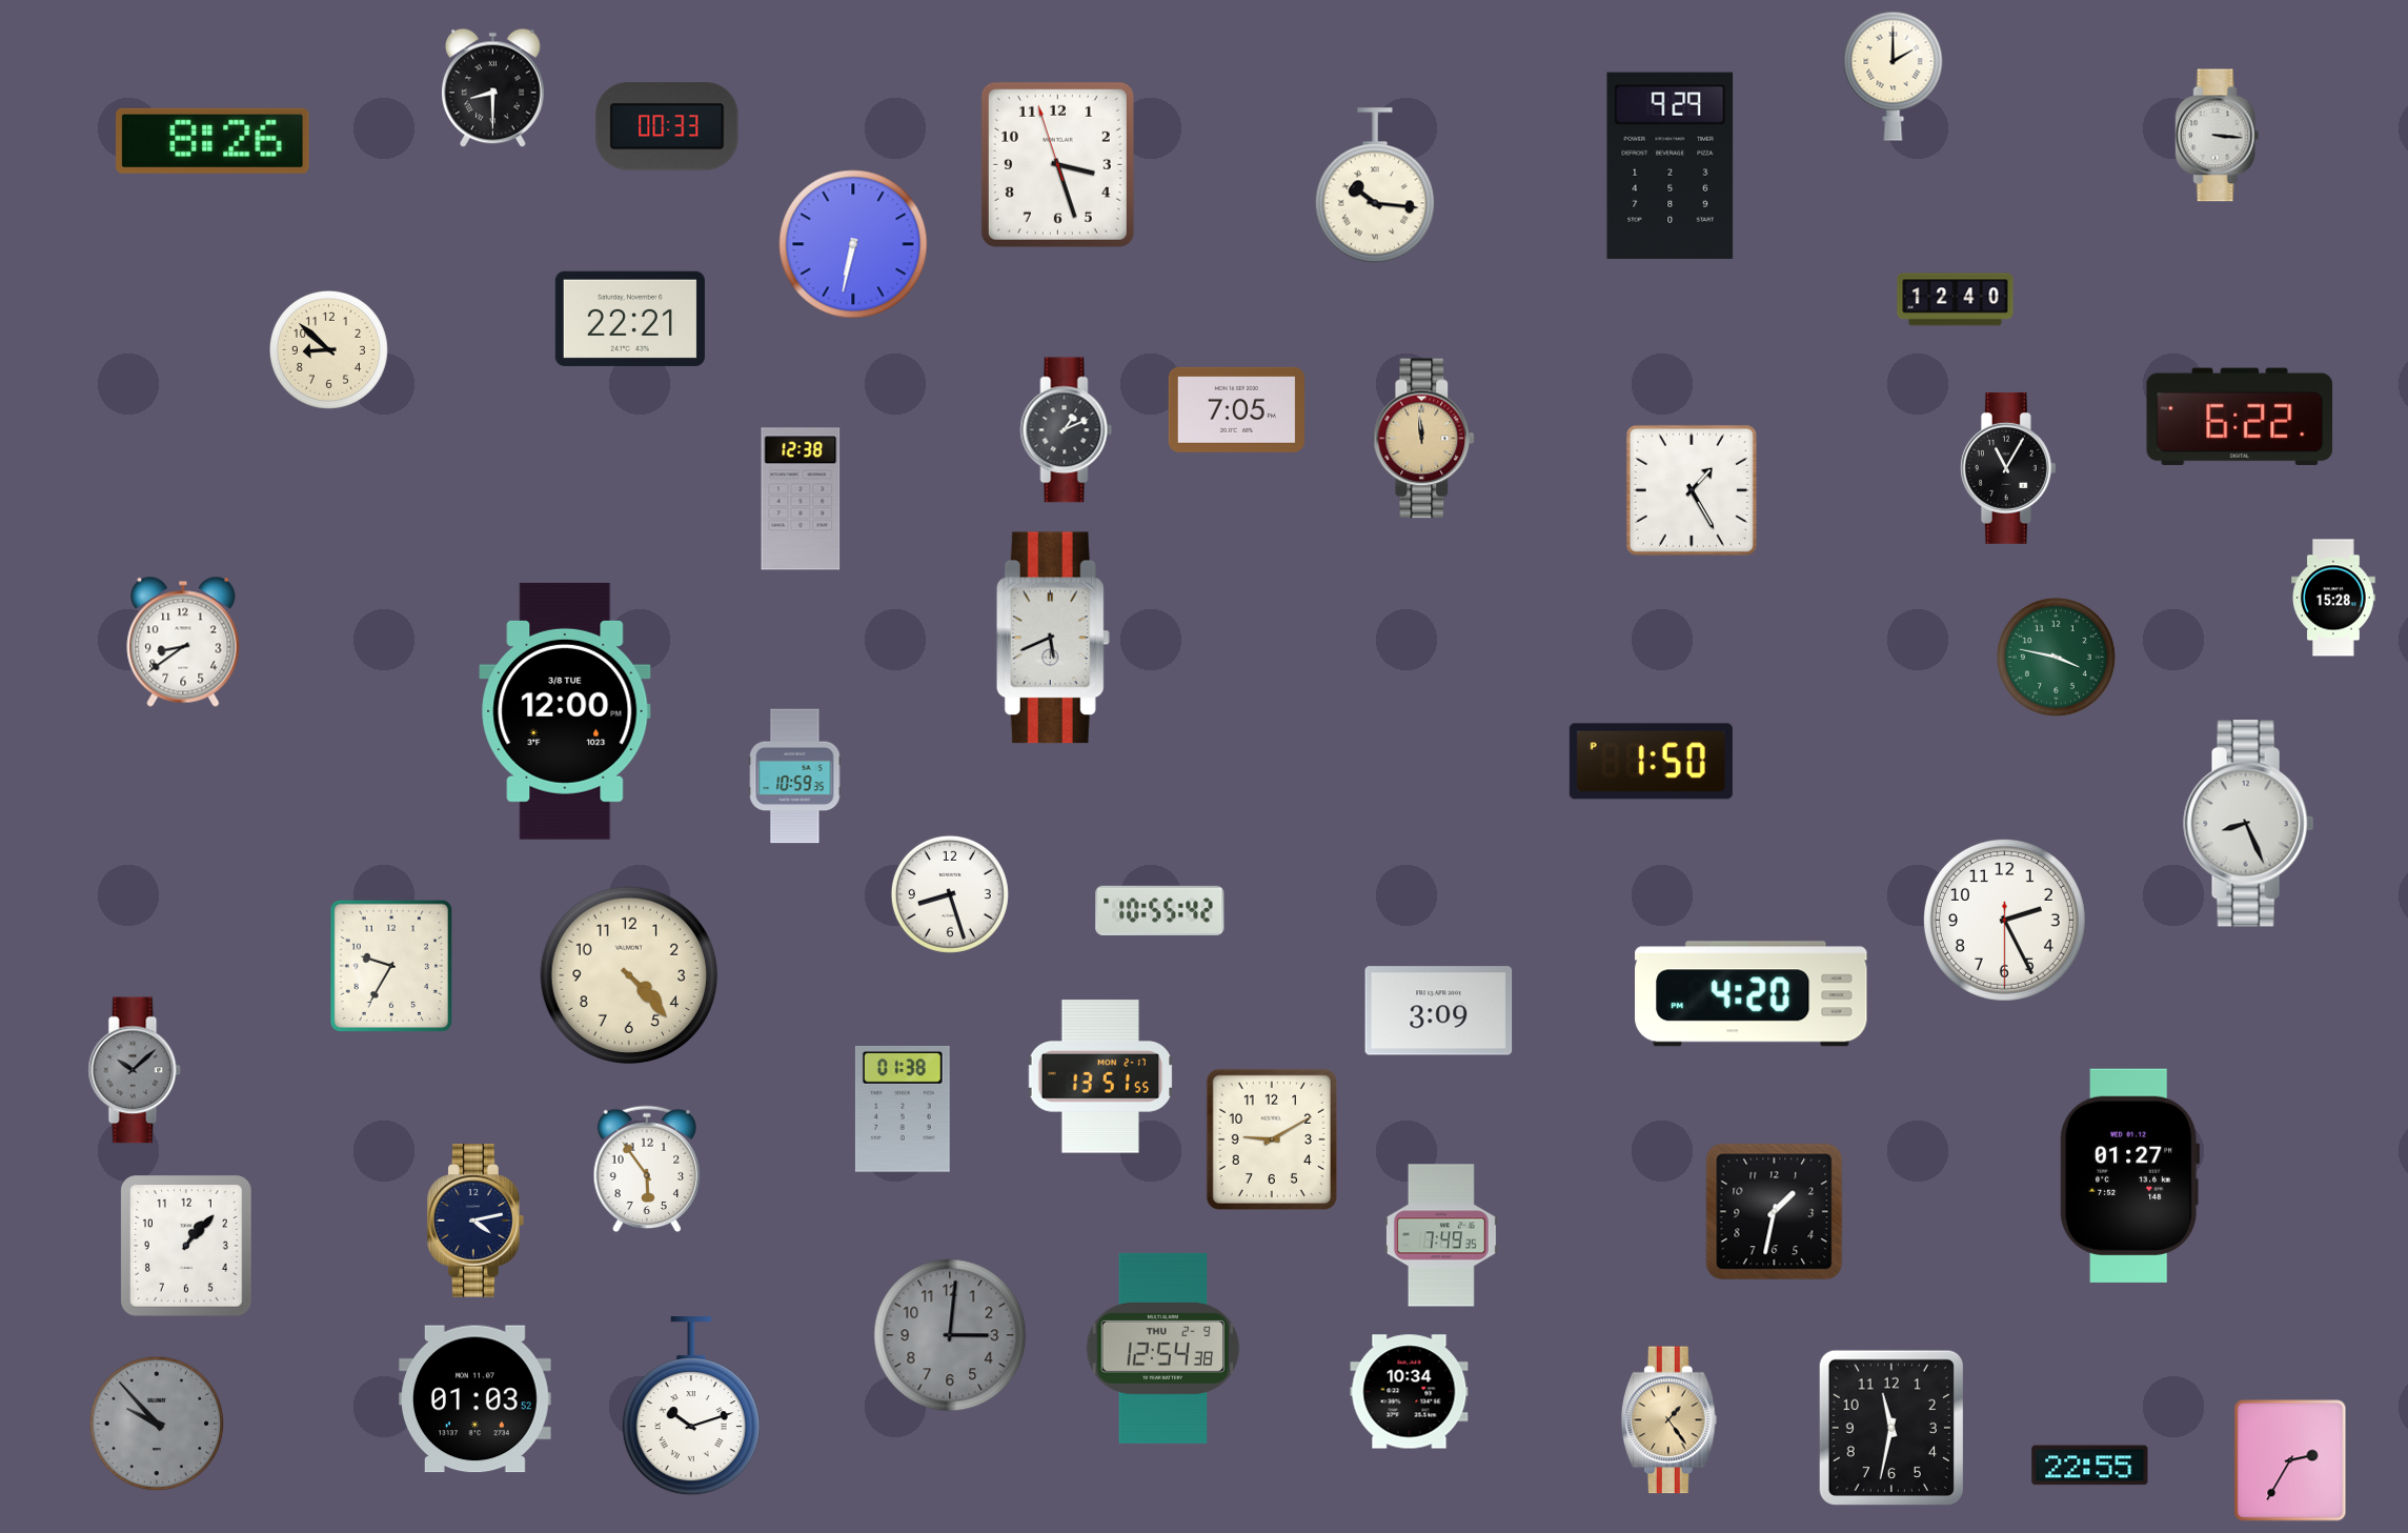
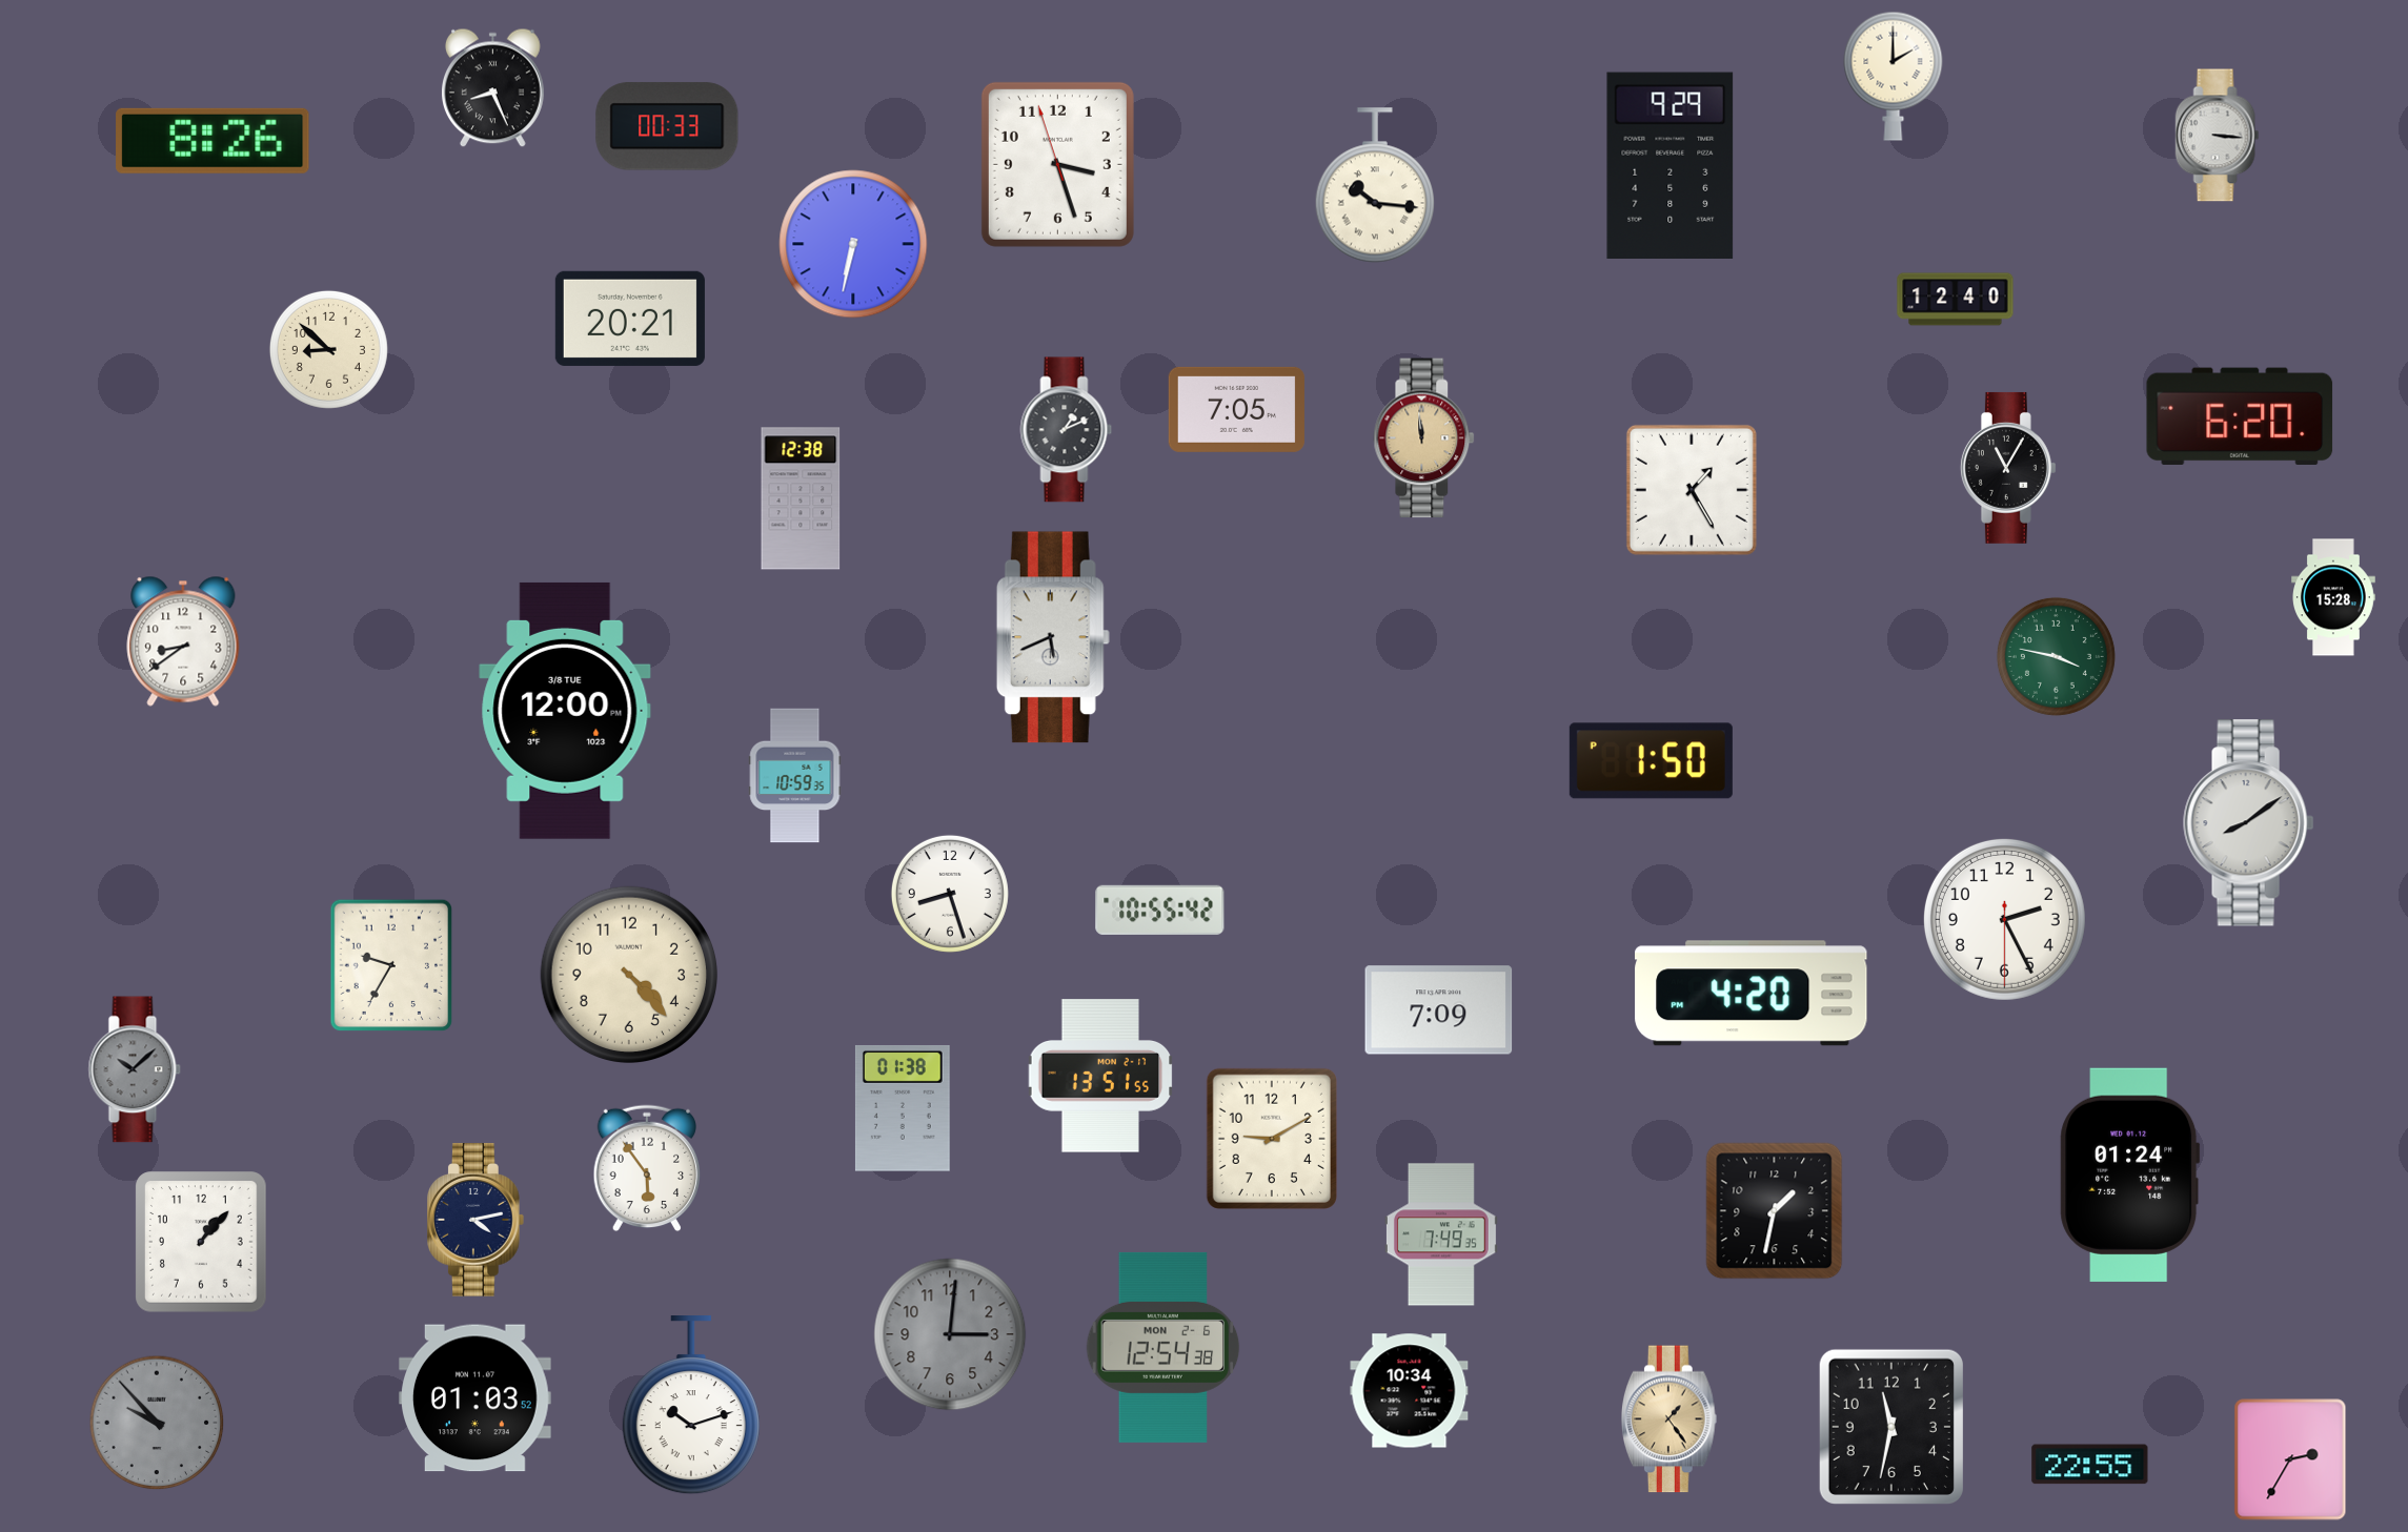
clock at (493, 88): 8:30 -> 8:26
clock at (630, 319): 22:21 -> 20:21
clock at (2240, 417): 6:22 -> 6:20
clock at (2249, 824): 8:26 -> 8:09
clock at (1439, 1011): 3:09 -> 7:09
clock at (2130, 1175): 01:27 -> 01:24
clock at (186, 1246) position: (186, 1246) -> (201, 1242)
clock at (1163, 1348) date: THU 2-9 -> MON 2-6
